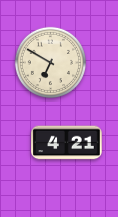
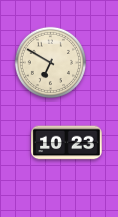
clock at (67, 143): 4:21 -> 10:23
